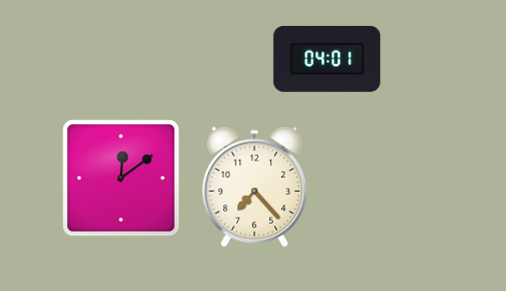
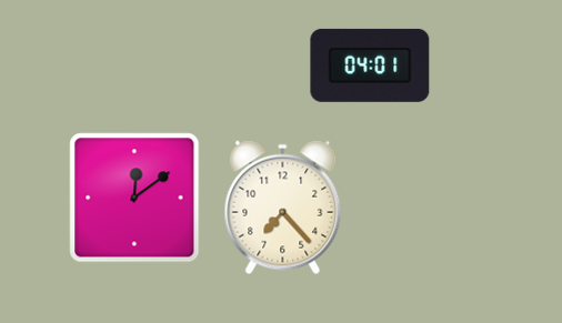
clock at (327, 59) position: (327, 59) -> (370, 65)
